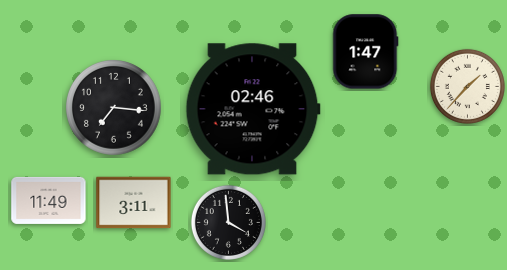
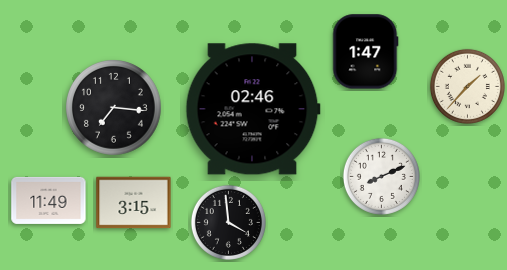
clock at (381, 176): none -> 8:11
clock at (134, 203): 3:11 -> 3:15
